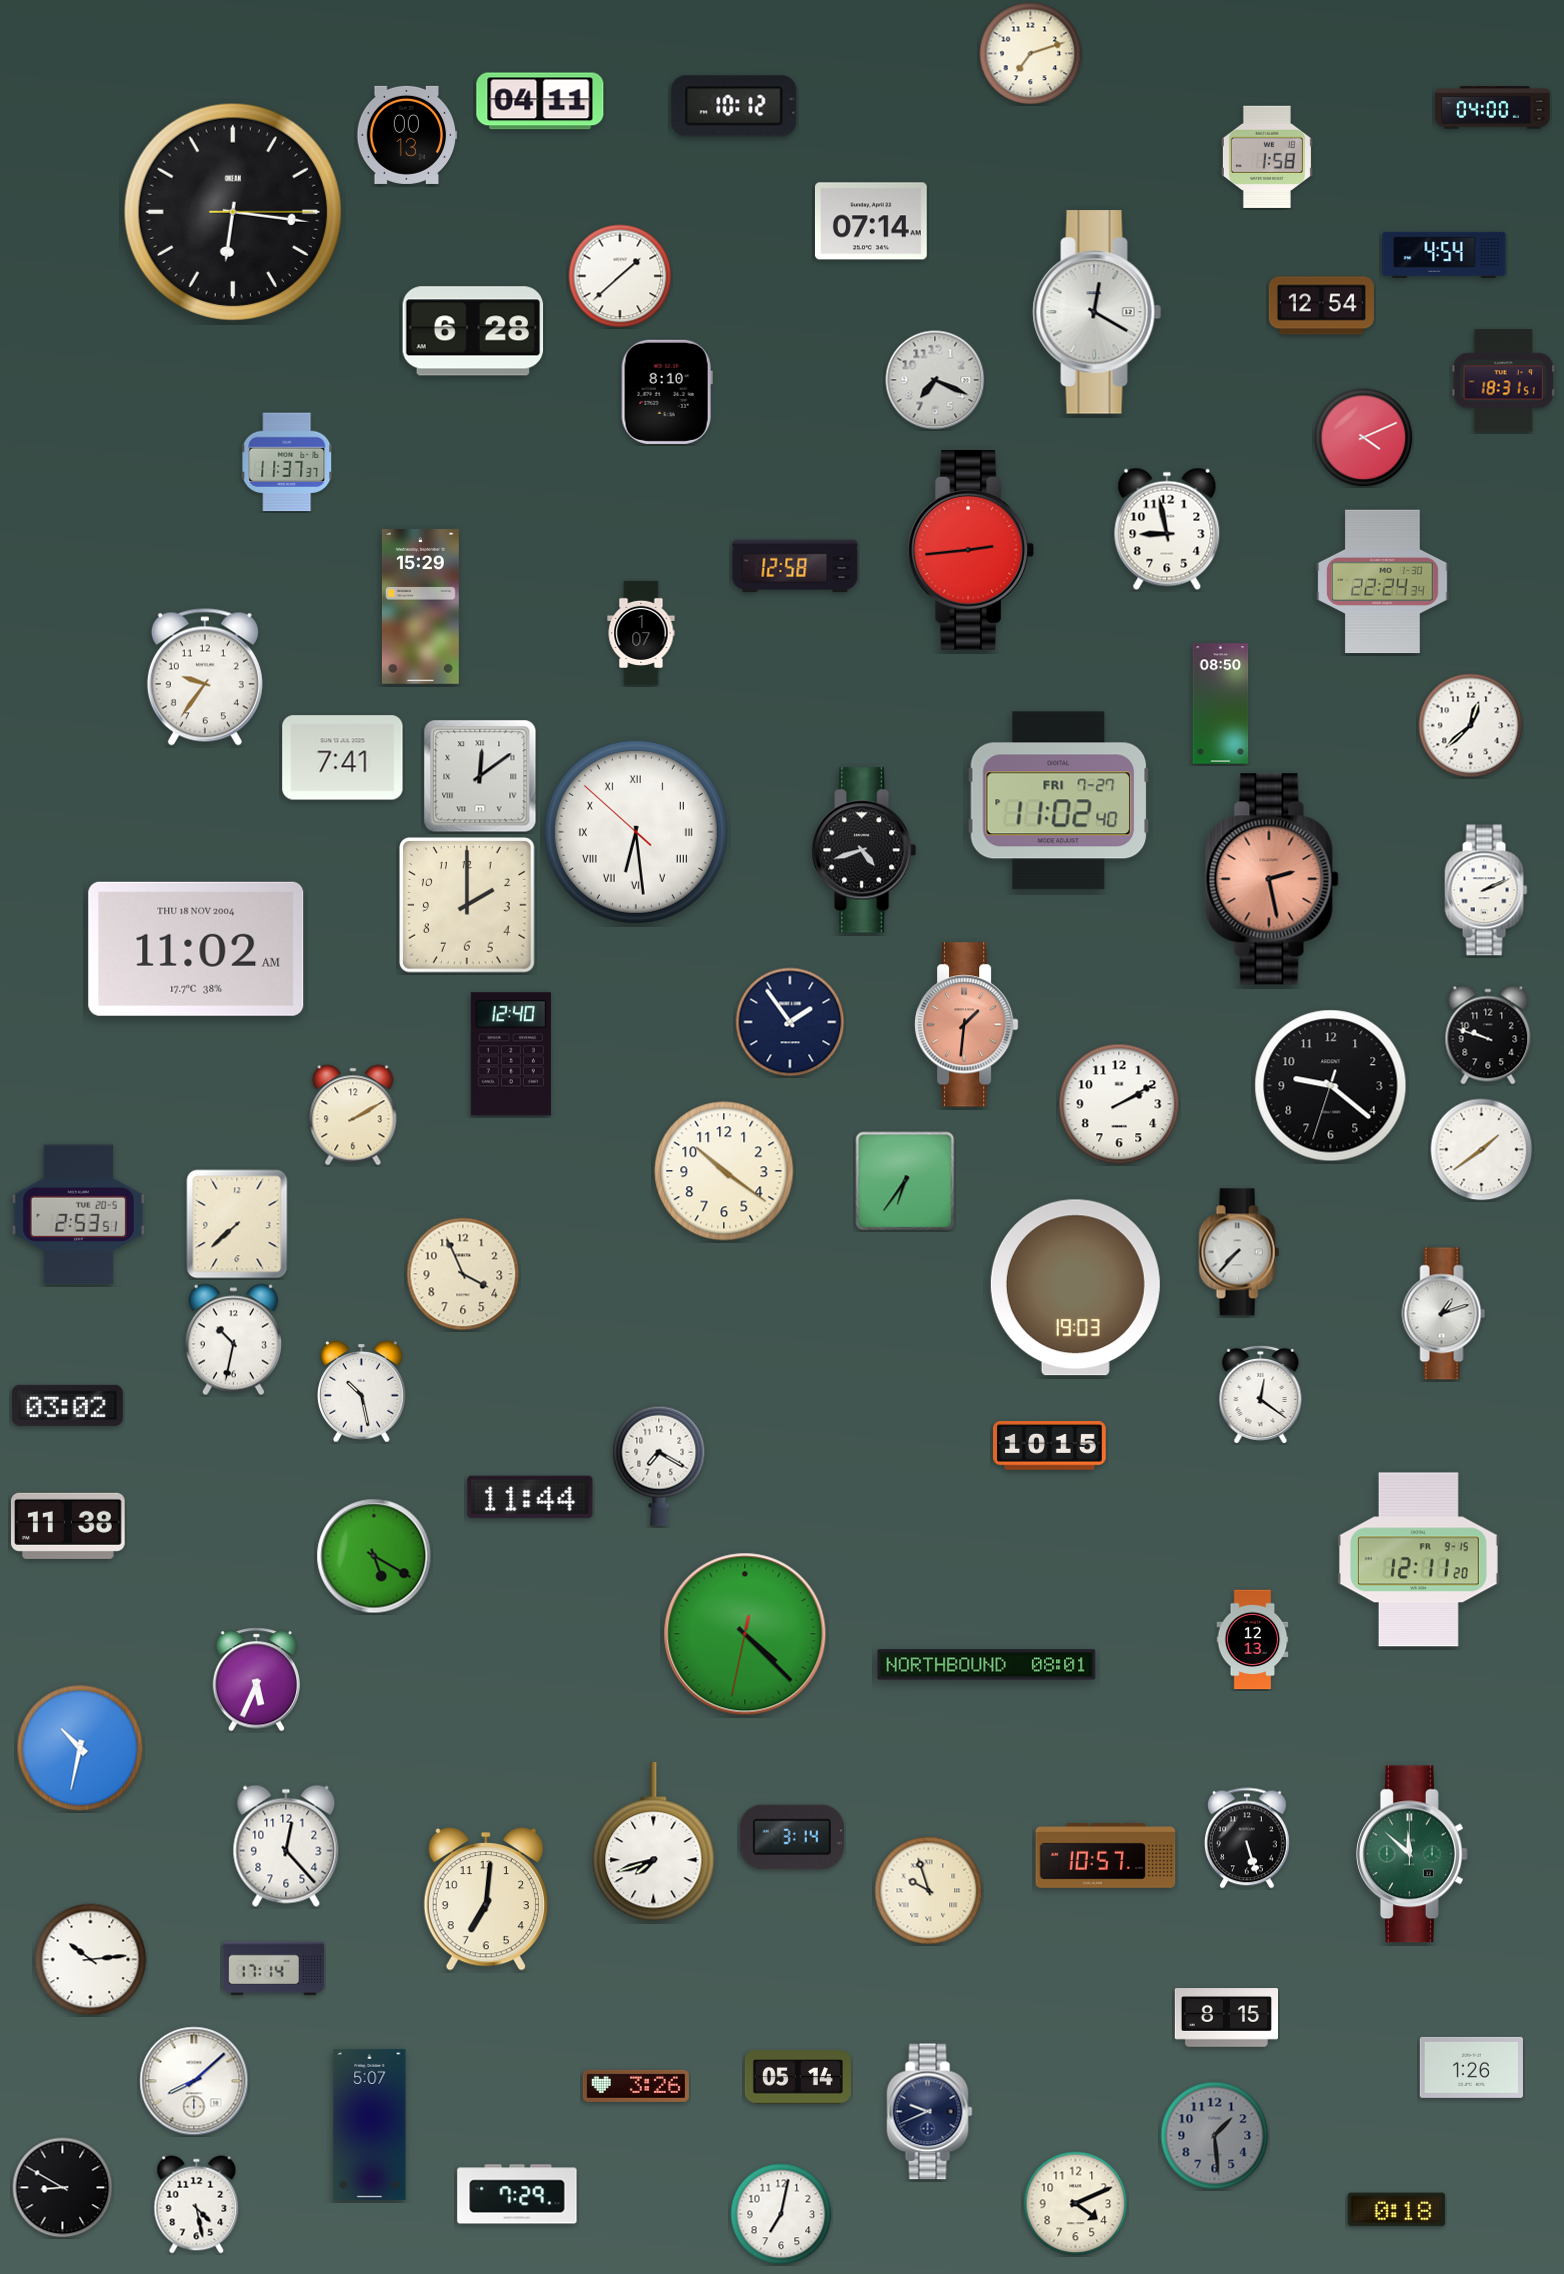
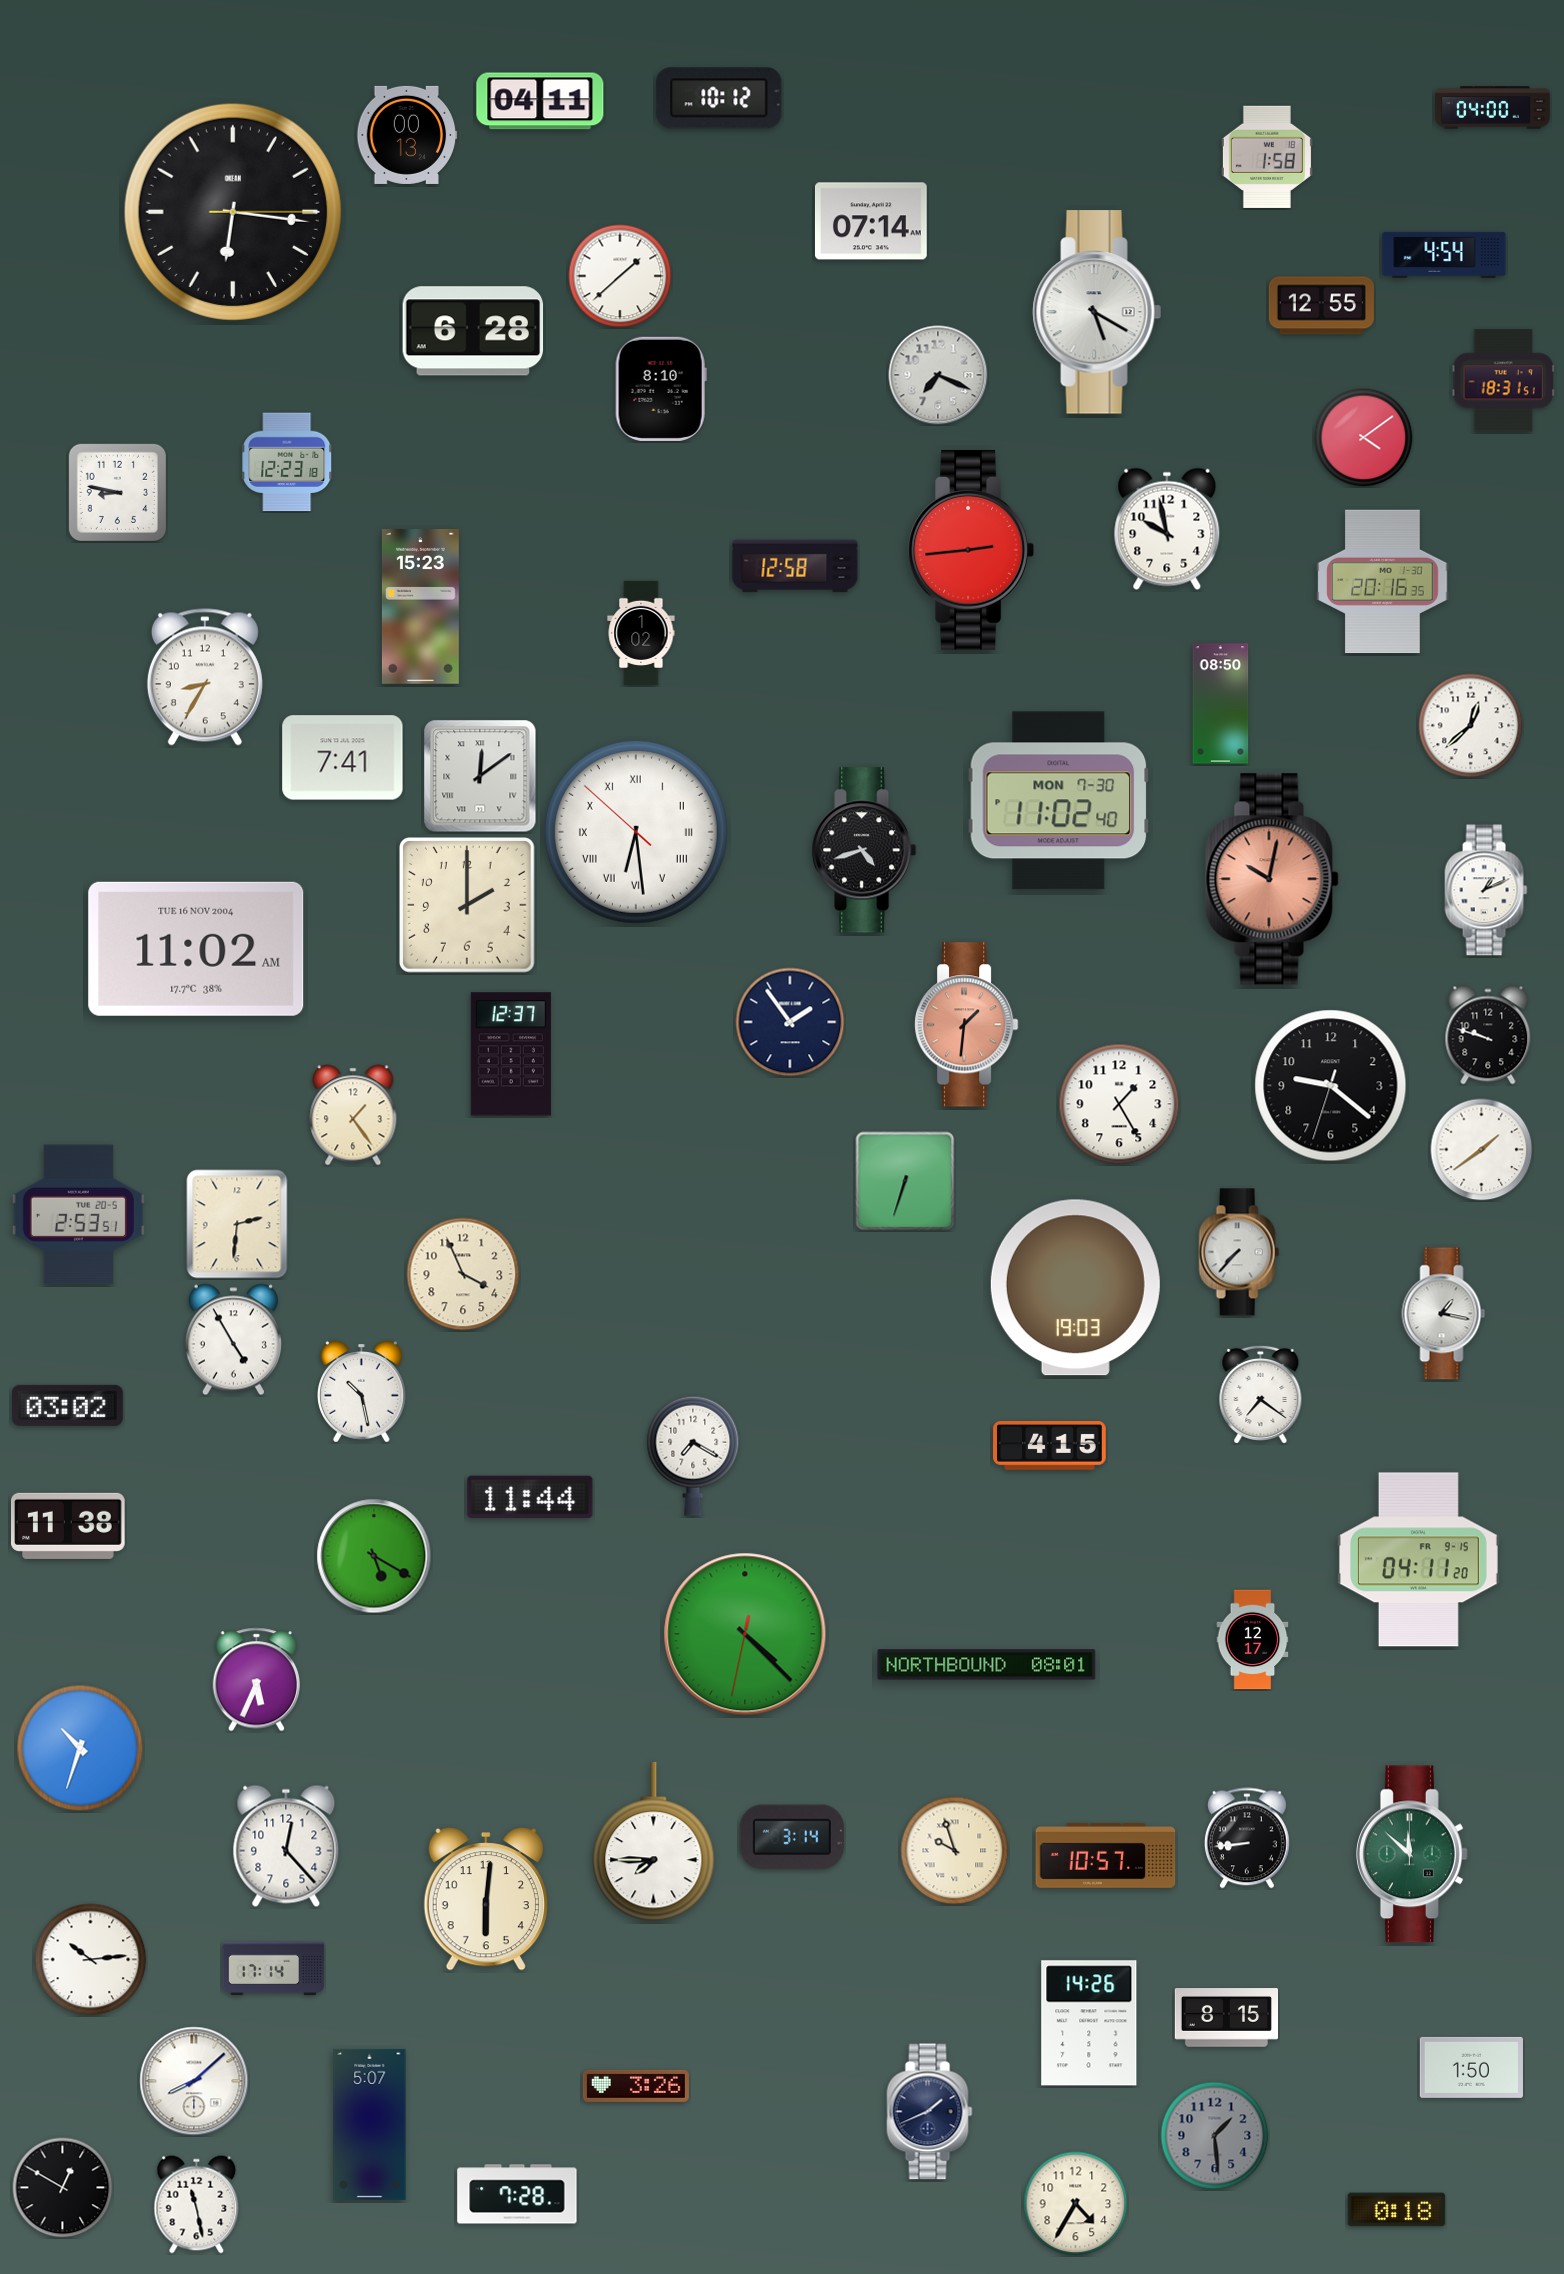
clock at (1031, 54): 7:12 -> none
clock at (734, 106) position: (734, 106) -> (719, 98)
clock at (1321, 306): 12:54 -> 12:55
clock at (1097, 312): 12:20 -> 5:20
clock at (935, 380) position: (935, 380) -> (938, 375)
clock at (667, 392) position: (667, 392) -> (661, 389)
clock at (1364, 438): 4:11 -> 4:09
clock at (288, 462): 11:37 -> 12:23
clock at (117, 492): none -> 8:47
clock at (1167, 529): 8:58 -> 9:58
clock at (1383, 582): 22:24 -> 20:16
clock at (420, 607): 15:29 -> 15:23
clock at (641, 633): 1:07 -> 1:02
clock at (205, 677): 9:36 -> 8:35
clock at (1059, 801) date: FRI 7-27 -> MON 7-30
clock at (1272, 879): 2:28 -> 10:02
clock at (1486, 890): 2:11 -> 1:11
clock at (196, 949) date: THU 18 NOV 2004 -> TUE 16 NOV 2004
clock at (511, 1054): 12:40 -> 12:37
clock at (1119, 1104): 2:10 -> 1:25
clock at (353, 1115): 2:10 -> 1:24
clock at (724, 1171): 10:21 -> none
clock at (905, 1181): 6:36 -> 6:33
clock at (237, 1224): 7:38 -> 2:31
clock at (1444, 1314): 1:12 -> 1:17
clock at (233, 1340): 10:32 -> 4:55
clock at (1261, 1394): 12:21 -> 7:21
clock at (1050, 1446): 10:15 -> 4:15
clock at (659, 1466) position: (659, 1466) -> (693, 1456)
clock at (1418, 1560): 12:11 -> 04:11
clock at (1253, 1640): 12:13 -> 12:17
clock at (80, 1748): 10:32 -> 10:33
clock at (1247, 1838): 5:27 -> 8:44
clock at (654, 1842): 7:42 -> 7:45
clock at (929, 1891) position: (929, 1891) -> (955, 1851)
clock at (486, 1899): 7:01 -> 6:01
clock at (1089, 2023): none -> 14:26
clock at (1471, 2067): 1:26 -> 1:50
clock at (798, 2077): 05:14 -> none
clock at (930, 2112): 9:41 -> 1:41
clock at (63, 2188): 8:50 -> 12:50
clock at (517, 2194): 7:29 -> 7:28
clock at (1076, 2204): 4:11 -> 4:35
clock at (197, 2205): 4:28 -> 11:28
clock at (781, 2214): 7:02 -> none
